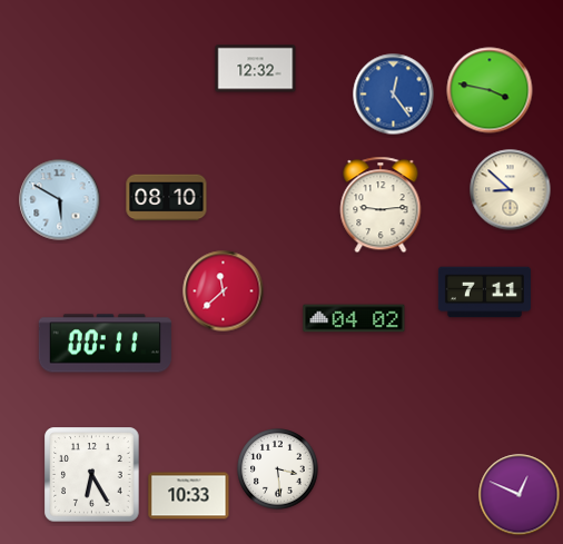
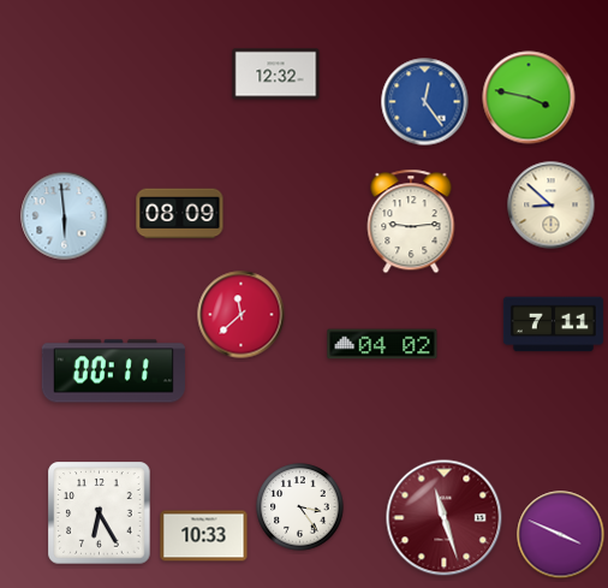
clock at (167, 198): 08:10 -> 08:09
clock at (60, 200): 5:50 -> 5:59
clock at (484, 293) position: (484, 293) -> (553, 325)
clock at (278, 469): 3:29 -> 3:24
clock at (445, 518): none -> 11:27
clock at (520, 495): 12:49 -> 3:49
